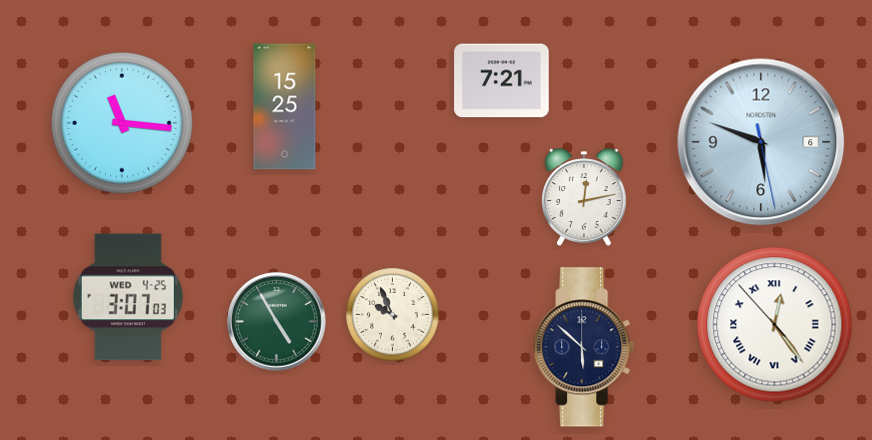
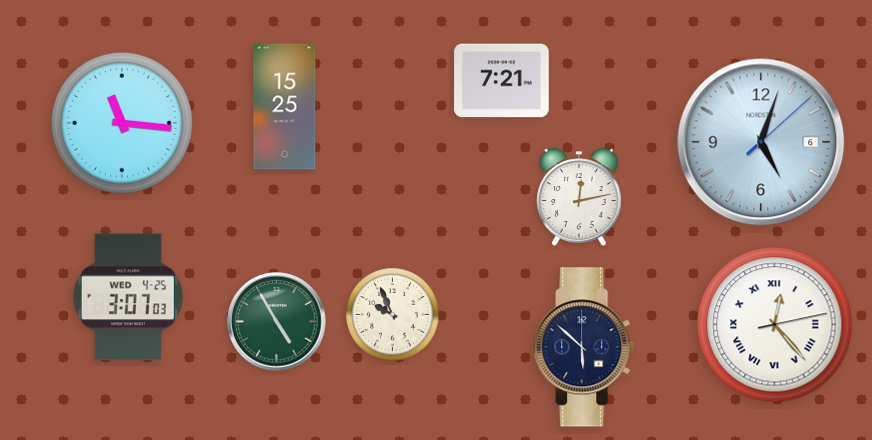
clock at (761, 142): 5:48 -> 5:03
clock at (584, 197) position: (584, 197) -> (579, 197)
clock at (775, 325): 12:23:53 -> 12:23:13
